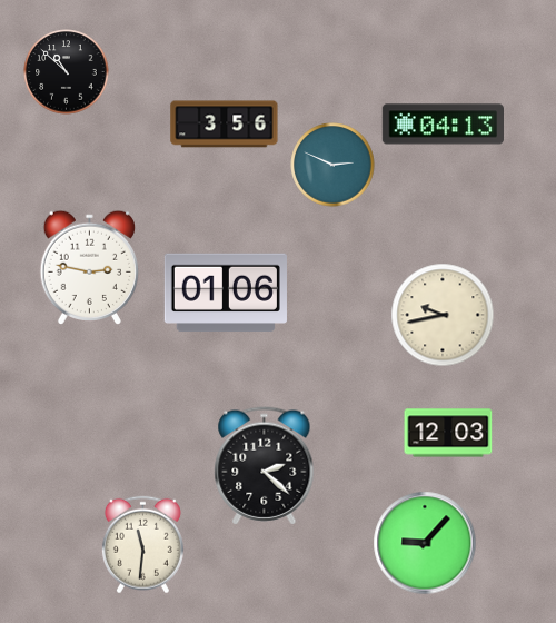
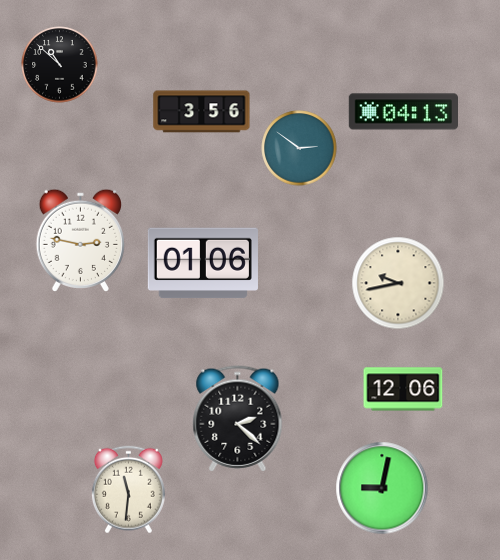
clock at (443, 125) position: (443, 125) -> (403, 112)
clock at (332, 165): 2:49 -> 2:51
clock at (448, 433): 12:03 -> 12:06
clock at (425, 543): 9:07 -> 9:02
